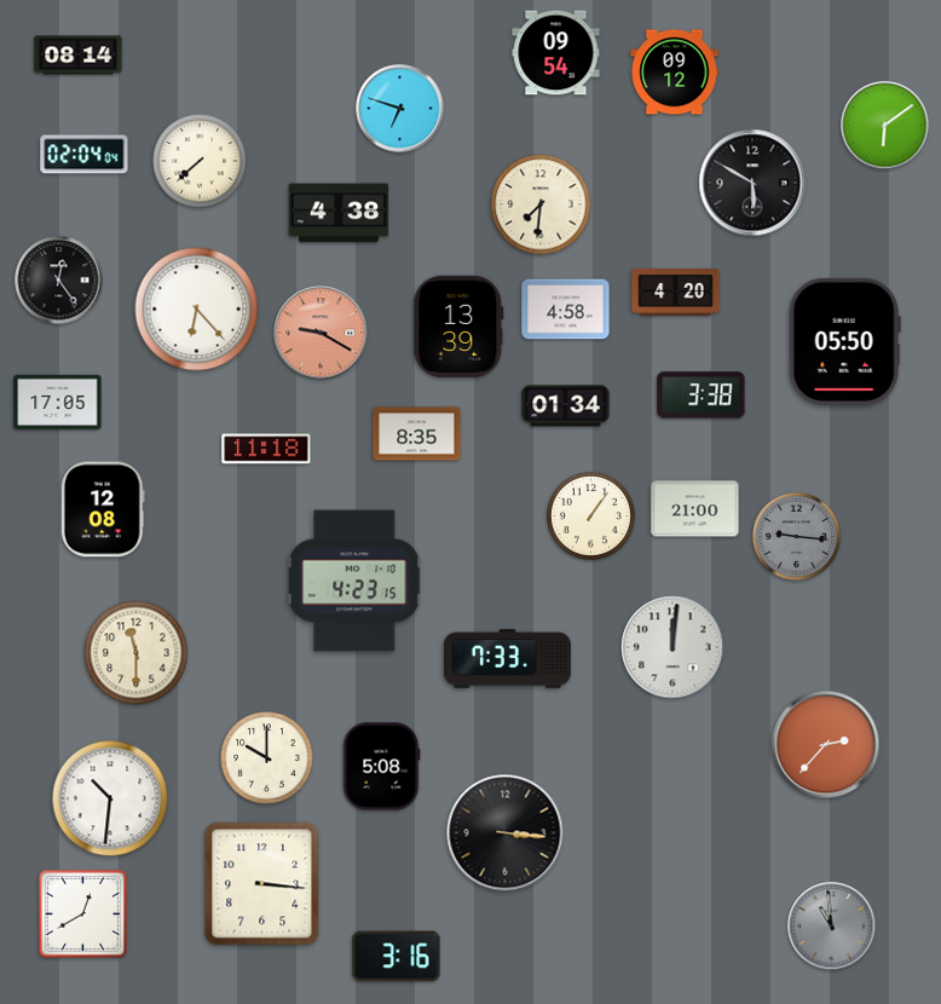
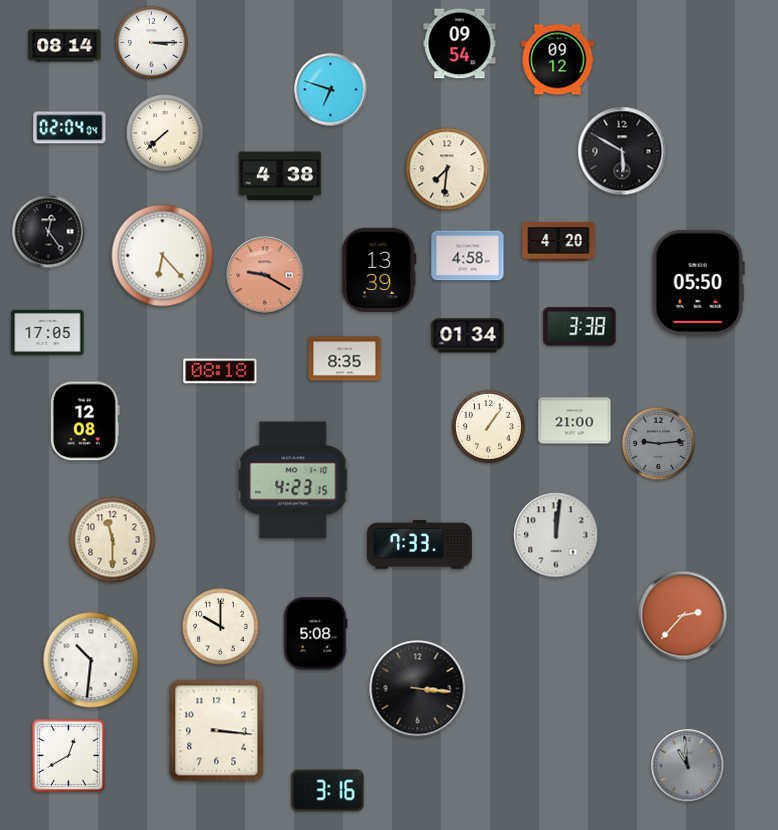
clock at (152, 43): none -> 3:15
clock at (885, 126): 6:09 -> none
clock at (266, 449): 11:18 -> 08:18
clock at (797, 537): 9:16 -> 9:14
